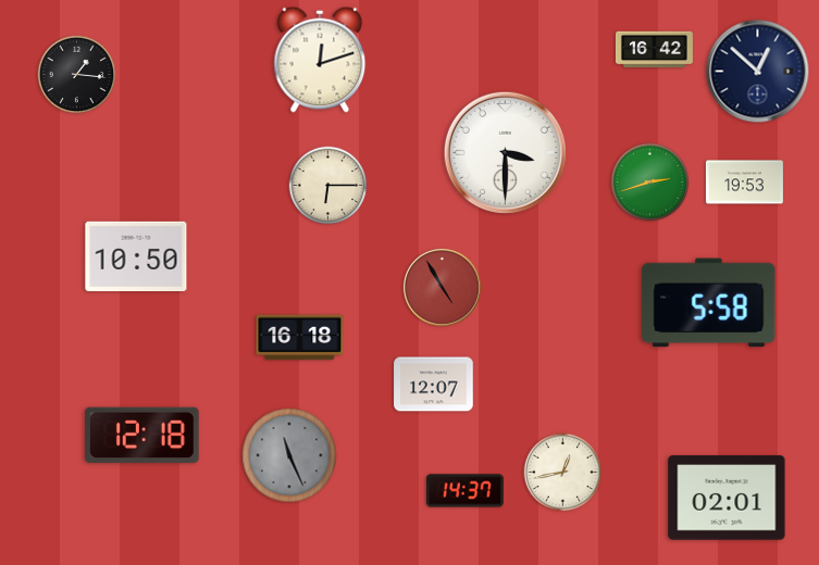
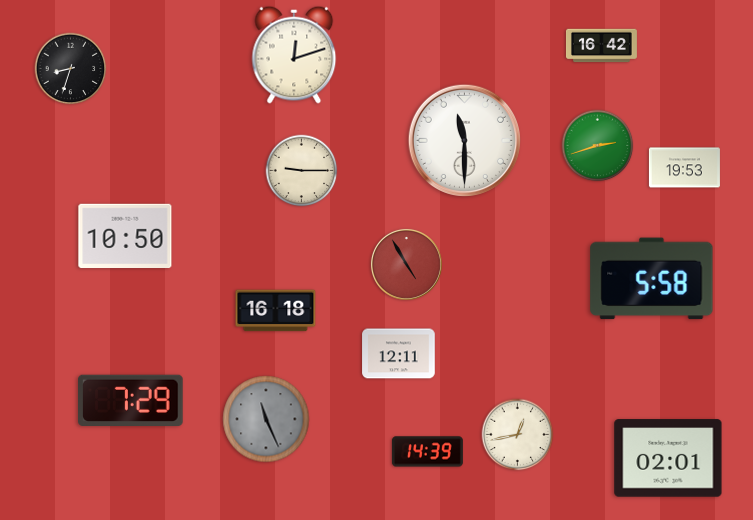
clock at (758, 72): 12:52 -> none
clock at (77, 75): 1:16 -> 8:33
clock at (505, 152): 3:30 -> 11:30
clock at (650, 183) position: (650, 183) -> (598, 146)
clock at (328, 186): 6:15 -> 9:15
clock at (434, 385): 12:07 -> 12:11
clock at (142, 435): 12:18 -> 7:29
clock at (464, 491): 14:37 -> 14:39
